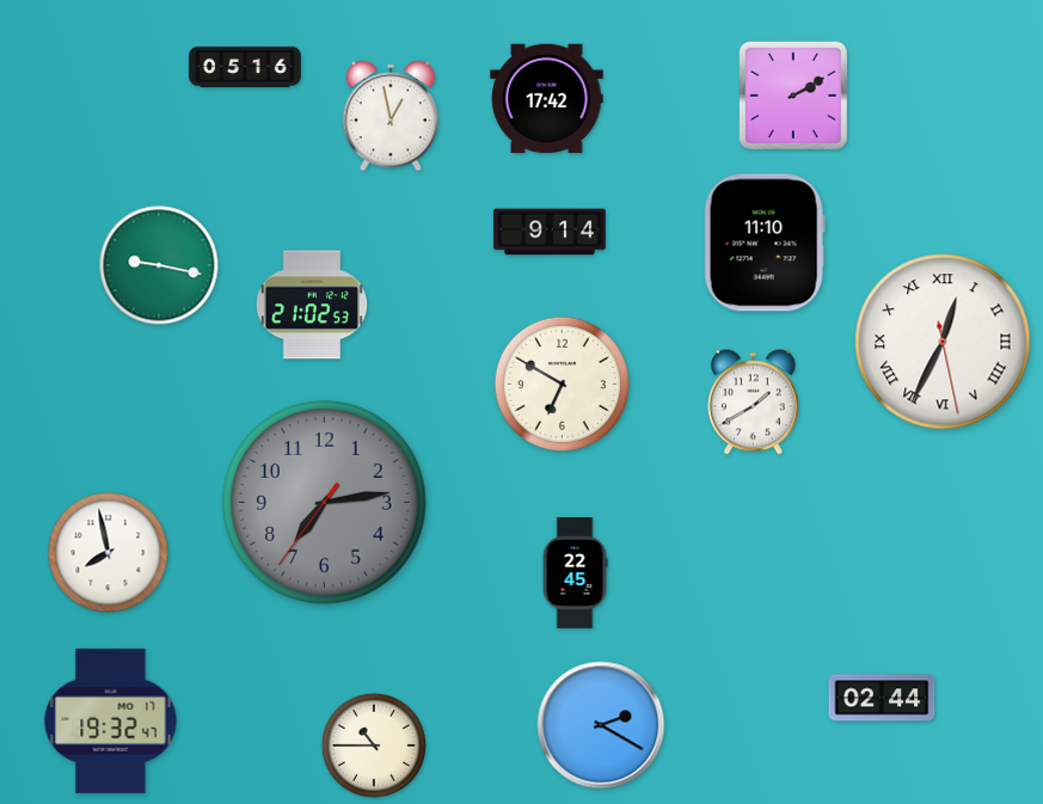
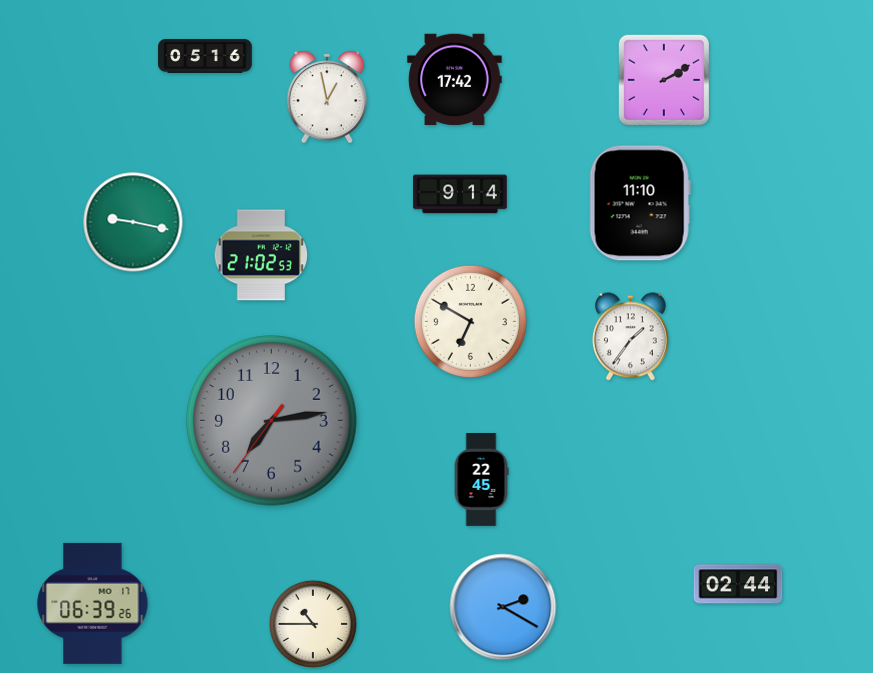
clock at (547, 99) position: (547, 99) -> (455, 80)
clock at (943, 342): 12:34 -> none
clock at (753, 403): 1:40 -> 1:36
clock at (109, 553): 7:58 -> none
clock at (111, 720): 19:32 -> 06:39
